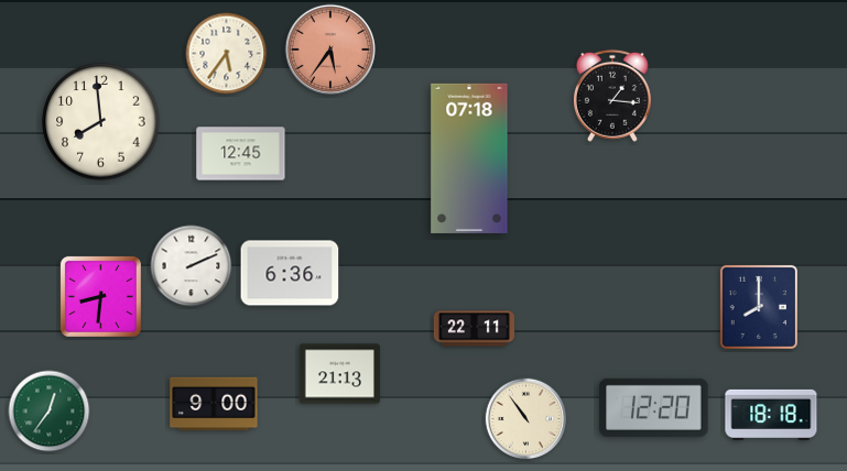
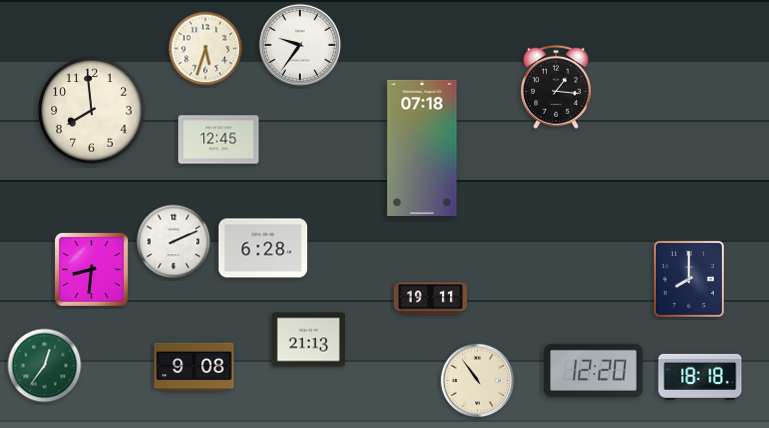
clock at (329, 48): 5:36 -> 9:36
clock at (329, 48) dial: salmon -> white
clock at (227, 54): 5:36 -> 5:33
clock at (469, 158) position: (469, 158) -> (422, 148)
clock at (290, 273): 6:36 -> 6:28
clock at (474, 329): 22:11 -> 19:11
clock at (214, 404): 9:00 -> 9:08
clock at (50, 412) position: (50, 412) -> (45, 366)
